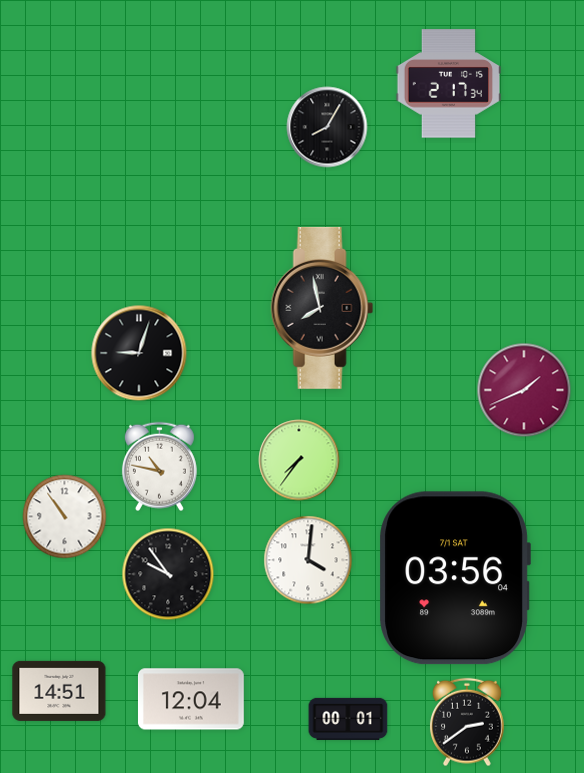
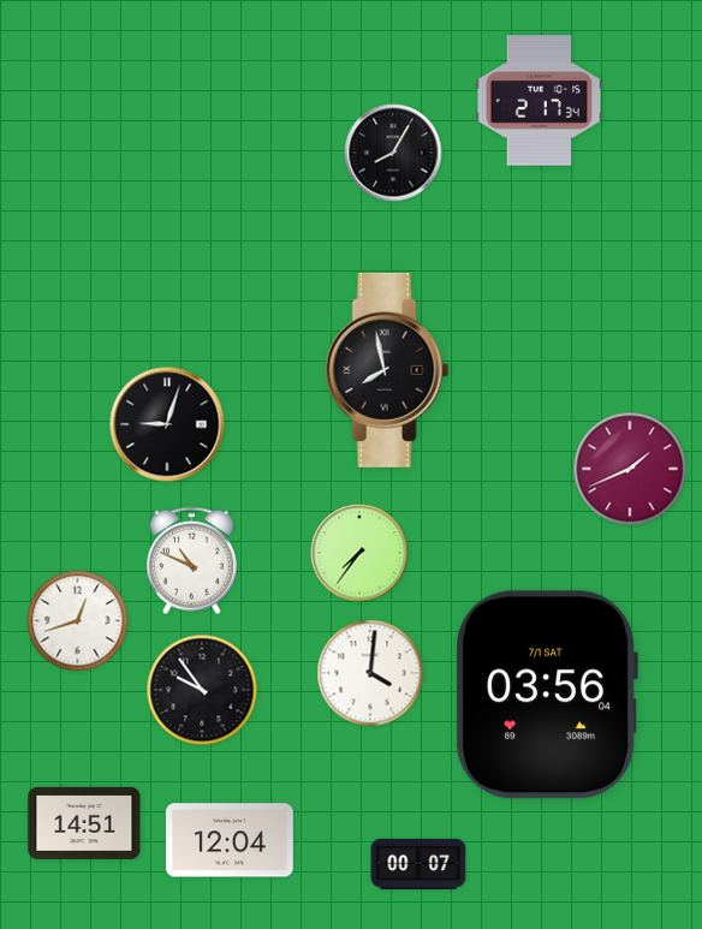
clock at (159, 467): 10:47 -> 10:49
clock at (65, 517): 10:54 -> 12:42
clock at (59, 691) position: (59, 691) -> (84, 823)
clock at (348, 719): 00:01 -> 00:07
clock at (467, 722): 2:39 -> none
